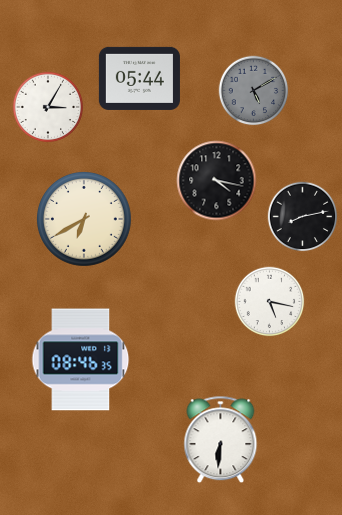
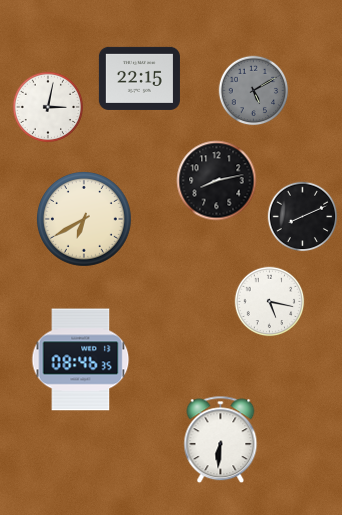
clock at (139, 78): 05:44 -> 22:15
clock at (48, 107): 3:05 -> 3:02
clock at (217, 181): 4:17 -> 8:13
clock at (303, 217): 8:13 -> 8:11
